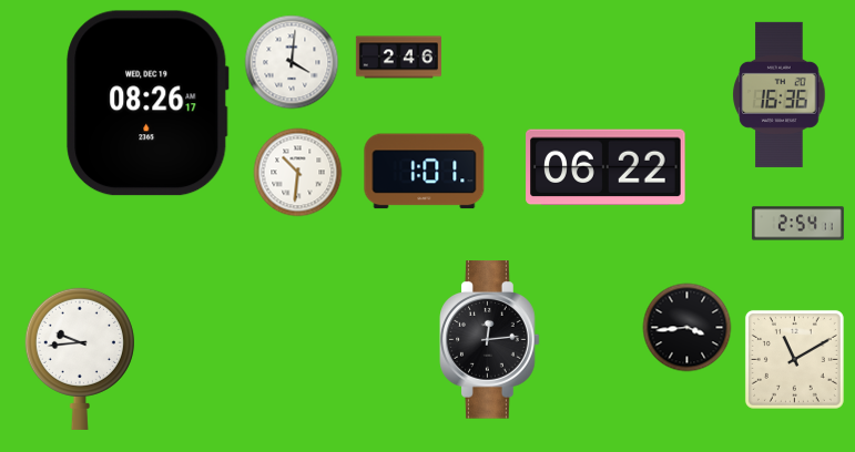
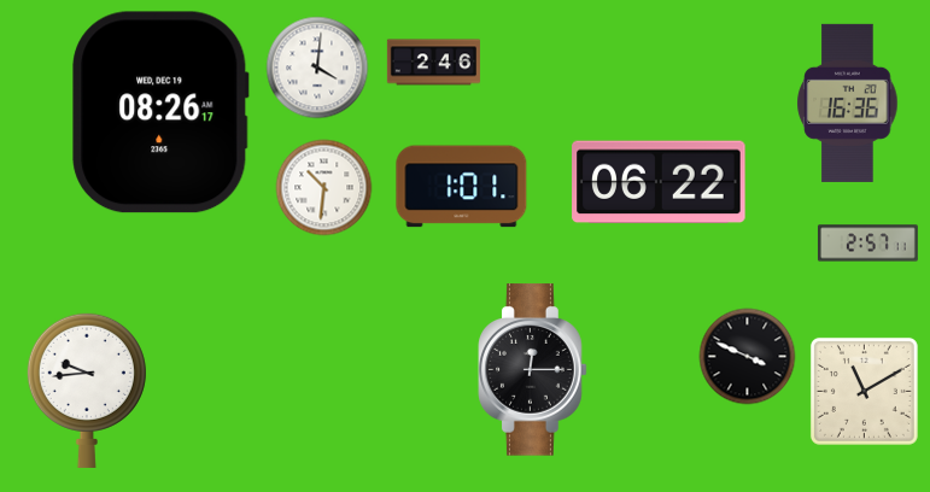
clock at (798, 224): 2:54 -> 2:57
clock at (686, 327): 3:44 -> 3:49
clock at (490, 340): 12:14 -> 12:15
